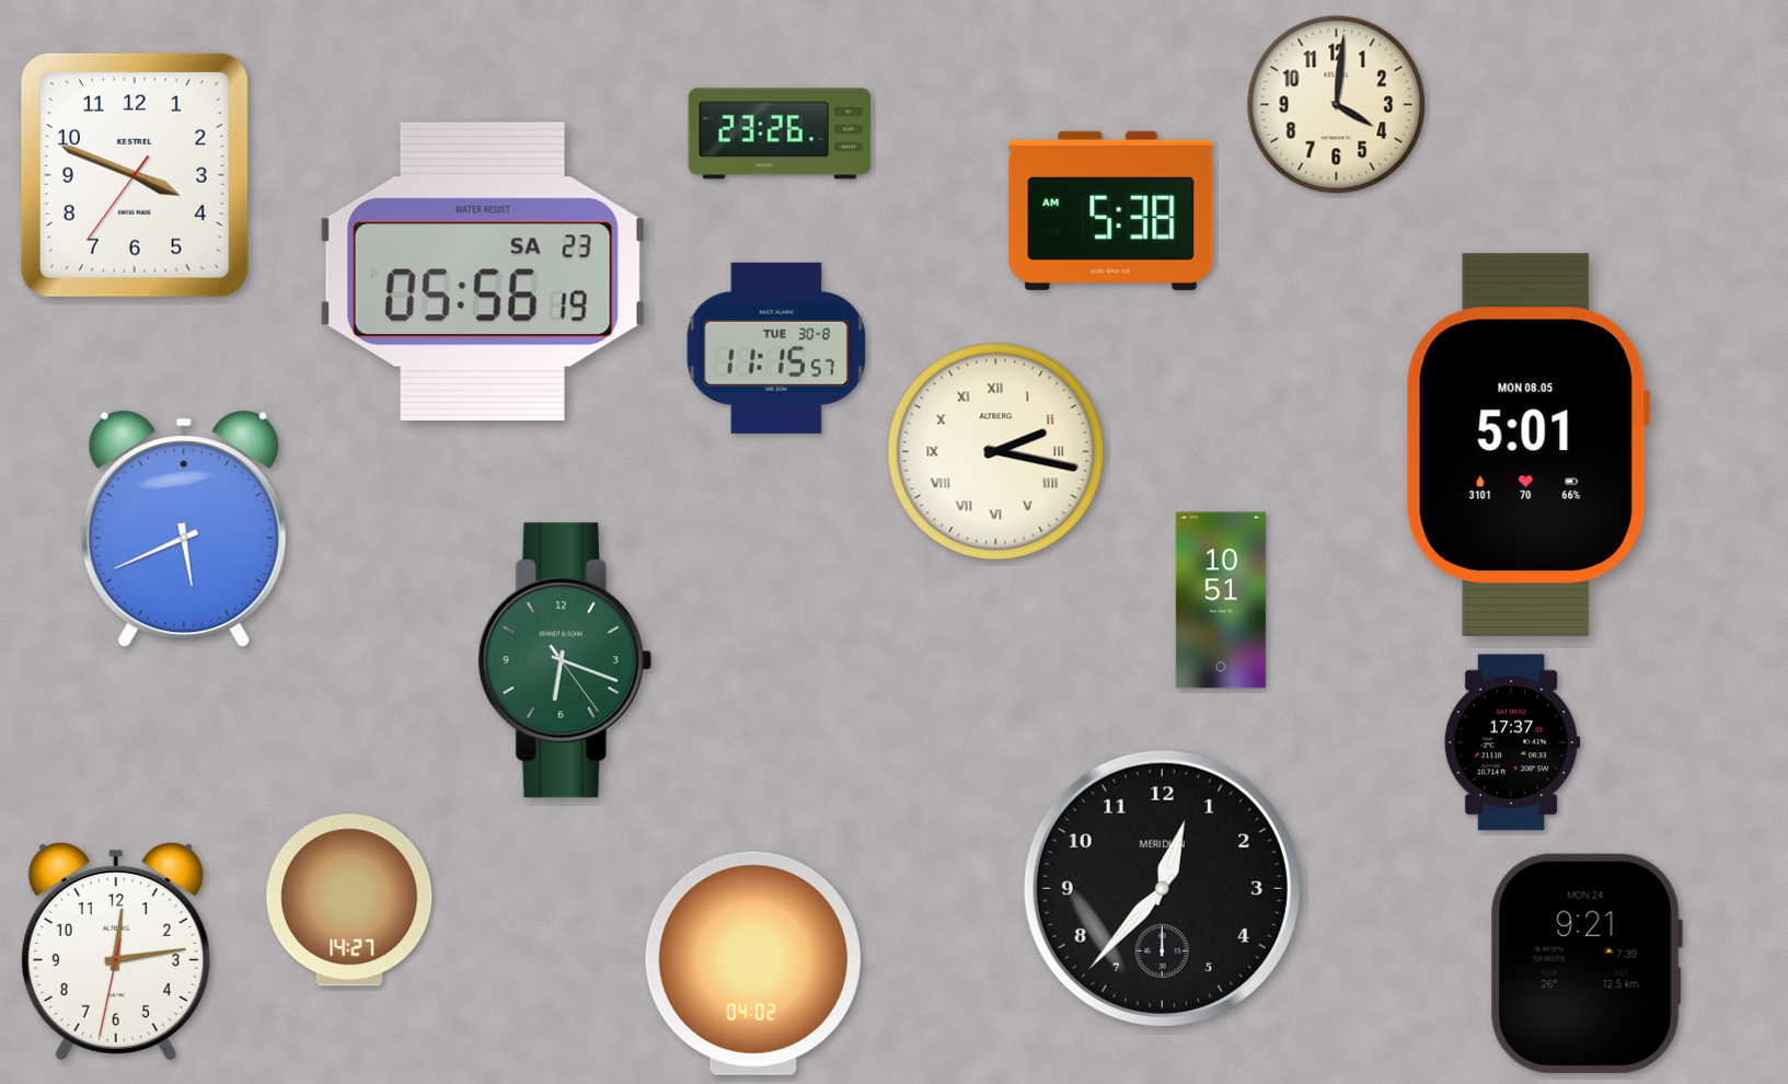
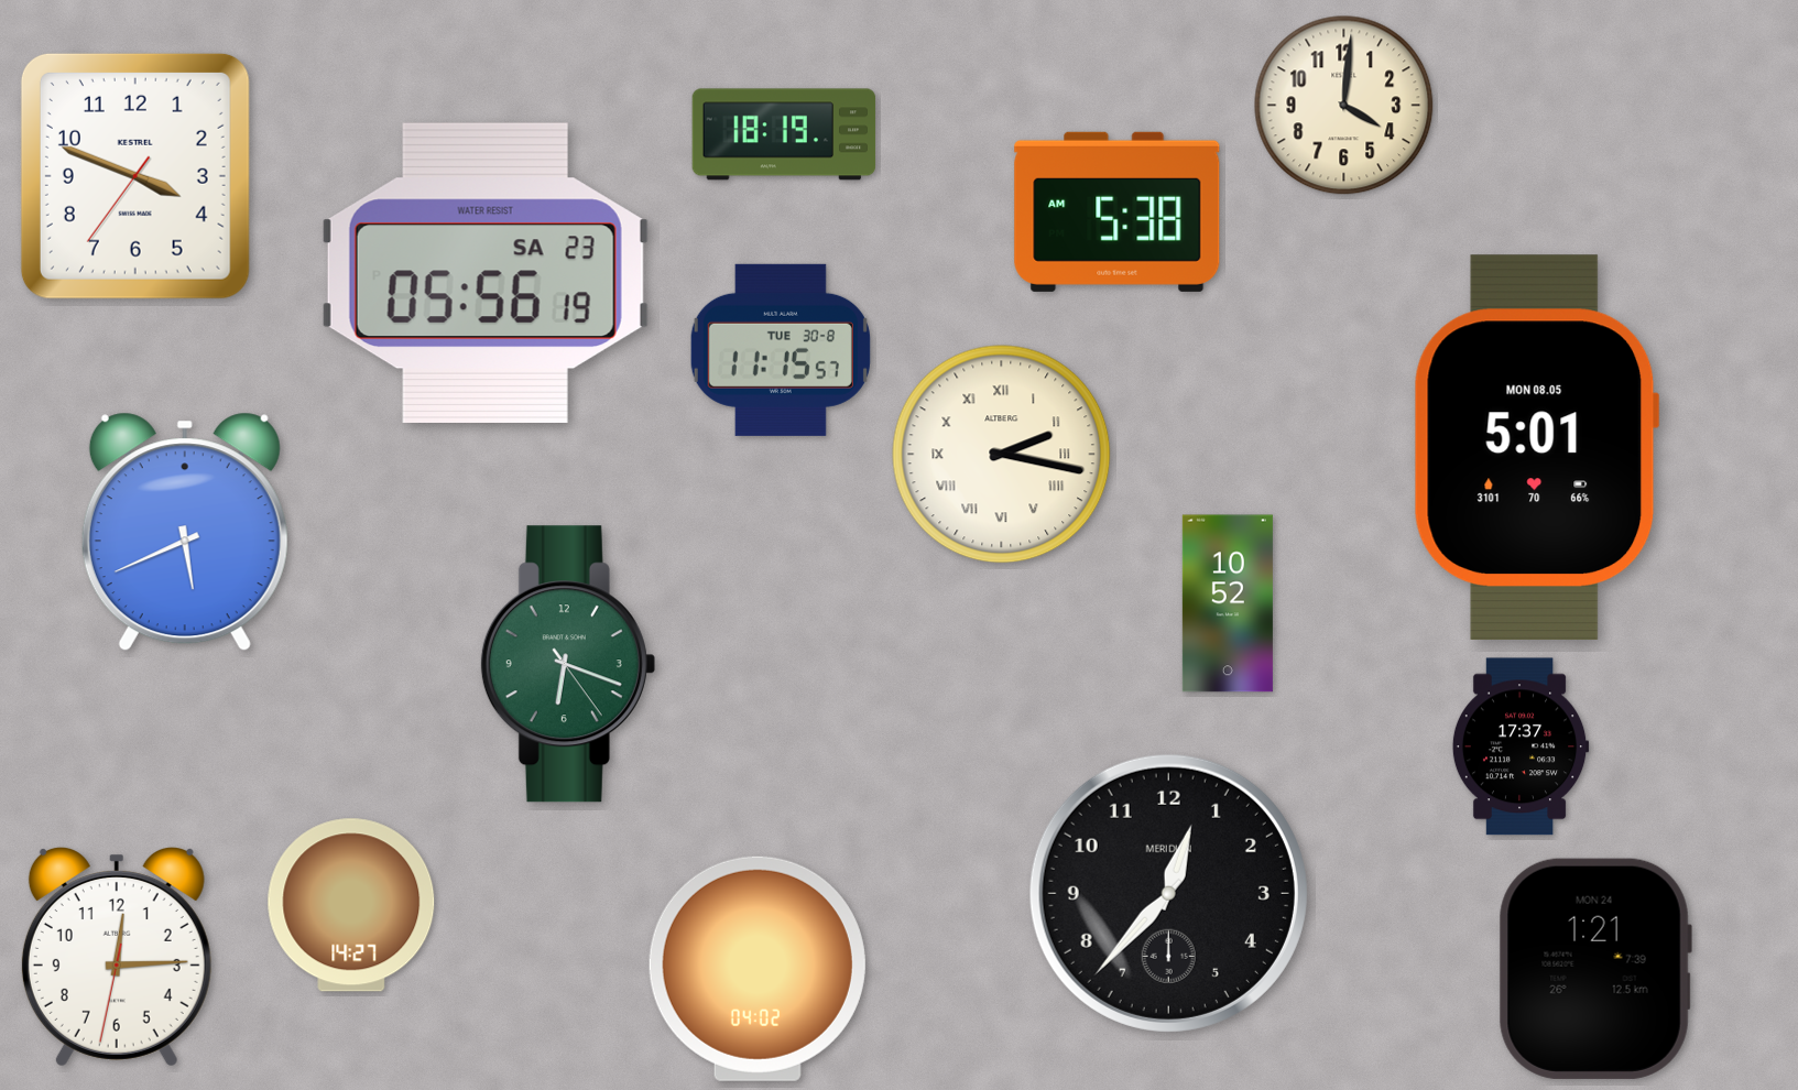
clock at (780, 134): 23:26 -> 18:19
clock at (1221, 600): 10:51 -> 10:52
clock at (116, 952): 12:13 -> 12:14
clock at (1587, 964): 9:21 -> 1:21
